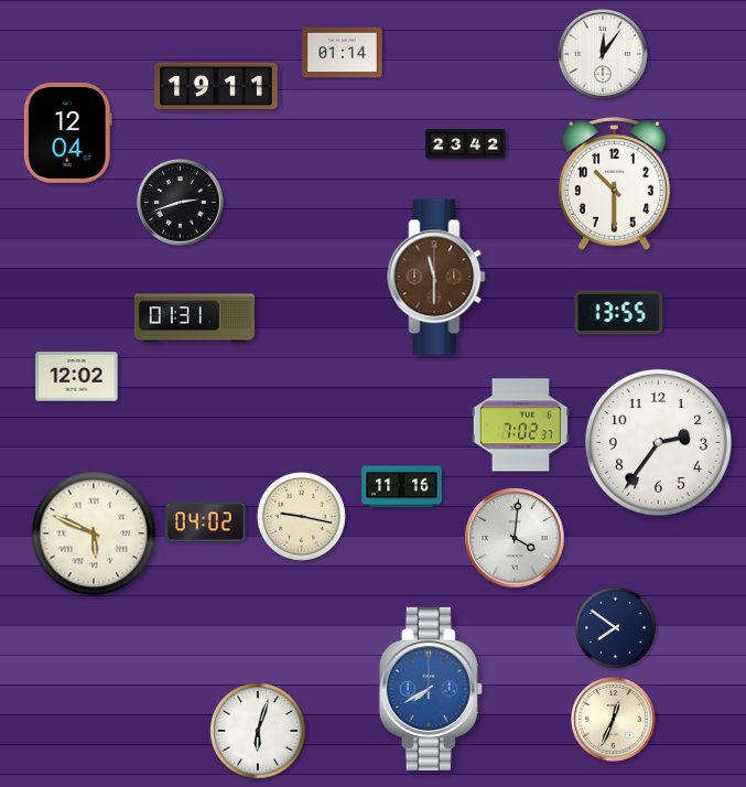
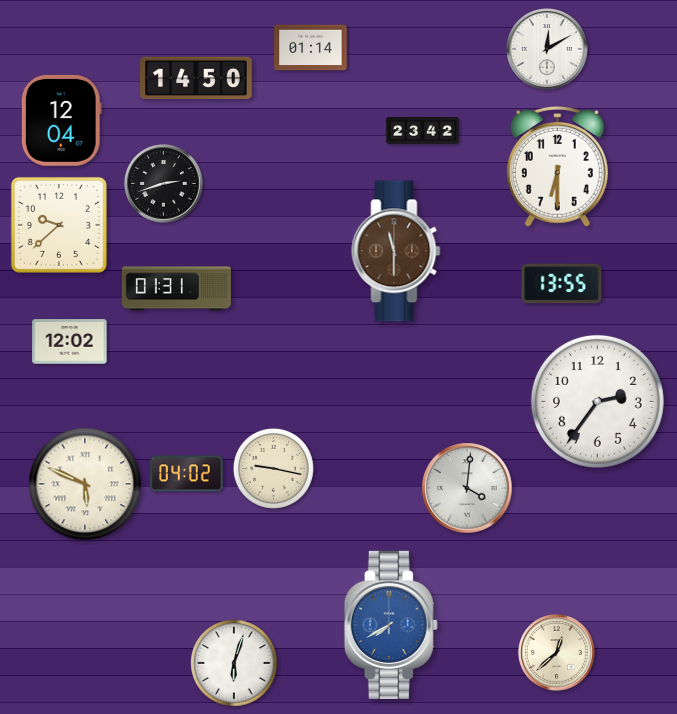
clock at (603, 54): 12:06 -> 12:10
clock at (216, 86): 19:11 -> 14:50
clock at (614, 183): 10:30 -> 6:30
clock at (59, 225): none -> 9:38
clock at (520, 425): 7:02 -> none
clock at (402, 487): 11:16 -> none
clock at (616, 628): 7:51 -> none
clock at (614, 720): 12:34 -> 12:38
